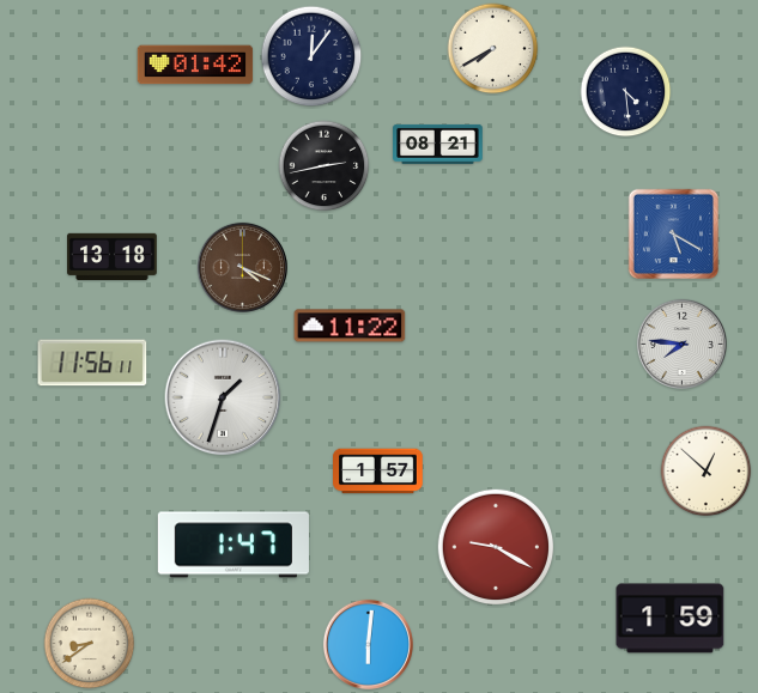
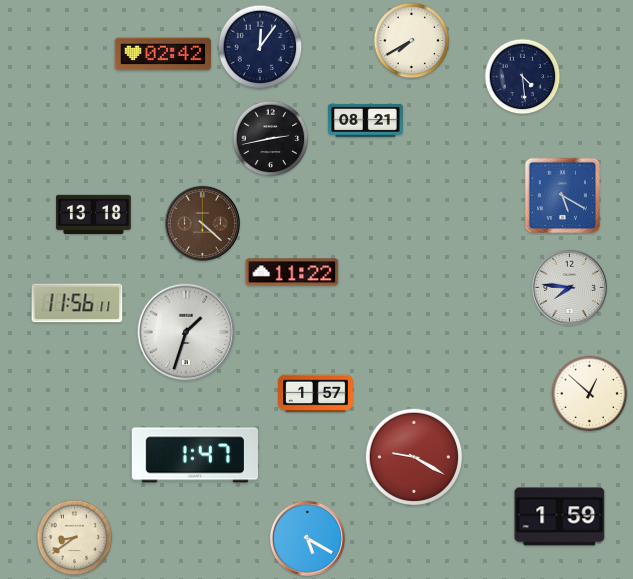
clock at (195, 65): 01:42 -> 02:42
clock at (242, 267): 4:19 -> 4:22
clock at (368, 644): 6:01 -> 5:20
